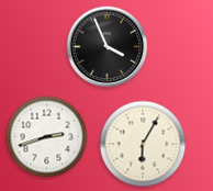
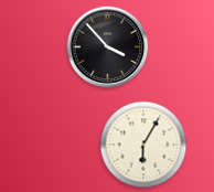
clock at (108, 47): 3:56 -> 3:53
clock at (47, 137): 2:42 -> none
